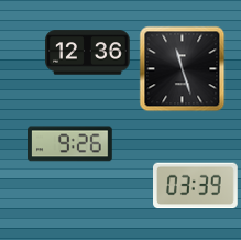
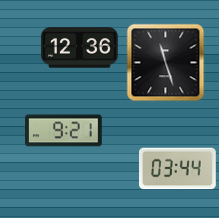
clock at (70, 144): 9:26 -> 9:21
clock at (196, 186): 03:39 -> 03:44
